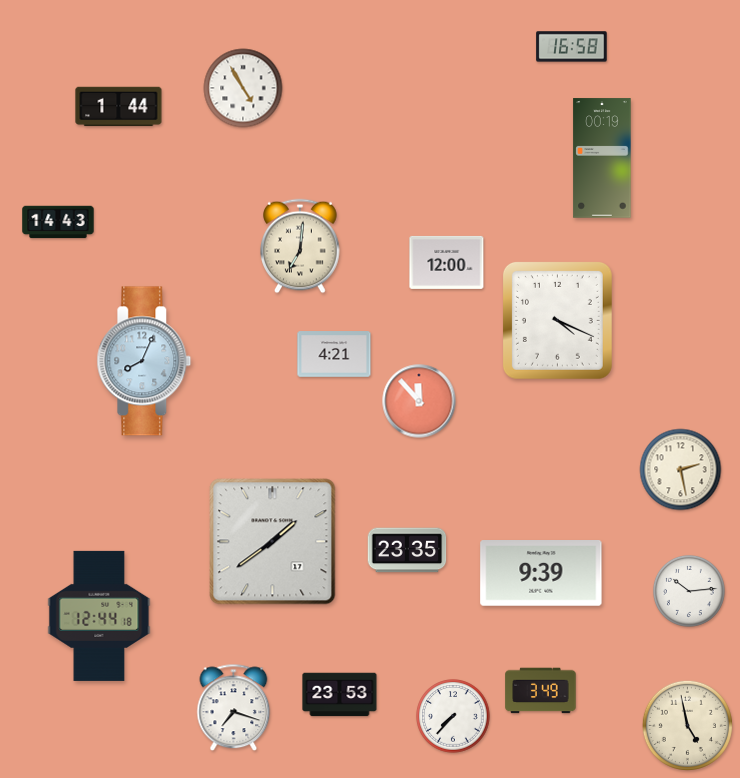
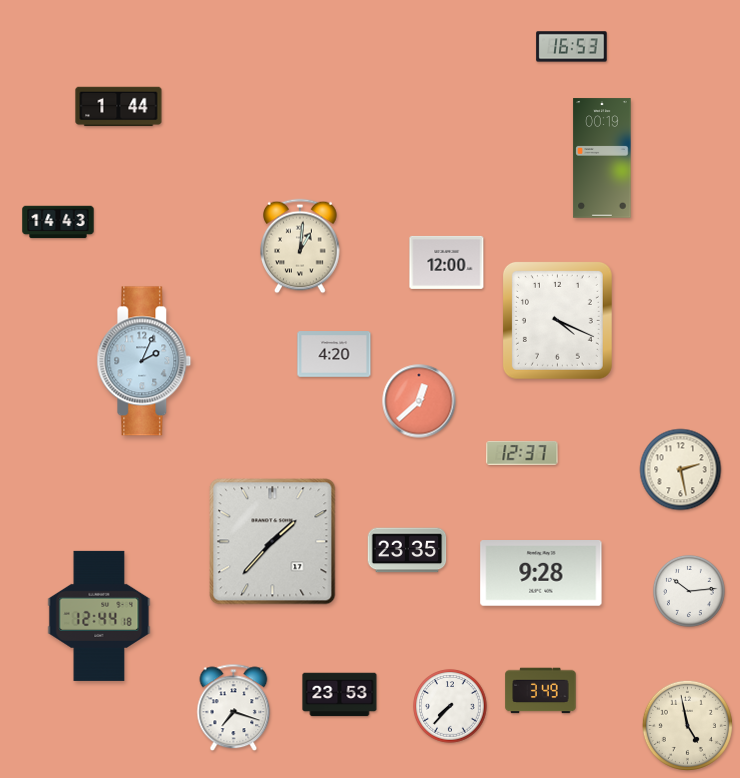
clock at (572, 47): 16:58 -> 16:53
clock at (243, 88): 4:55 -> none
clock at (300, 246): 7:01 -> 1:01
clock at (334, 354): 4:21 -> 4:20
clock at (144, 361): 8:04 -> 2:04
clock at (419, 401): 11:53 -> 12:38
clock at (522, 454): none -> 12:37
clock at (273, 542): 1:39 -> 1:37
clock at (541, 574): 9:39 -> 9:28
clock at (453, 716) position: (453, 716) -> (450, 706)
